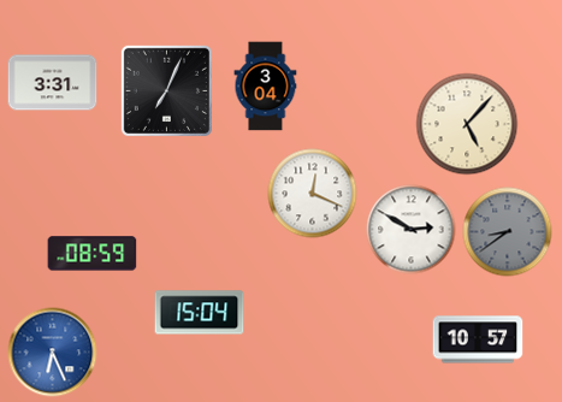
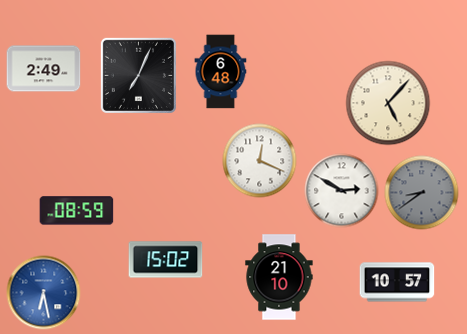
clock at (53, 83): 3:31 -> 2:49
clock at (266, 87): 3:04 -> 6:48
clock at (200, 313): 15:04 -> 15:02
clock at (279, 277): none -> 21:10
clock at (53, 353): 6:26 -> 6:28
